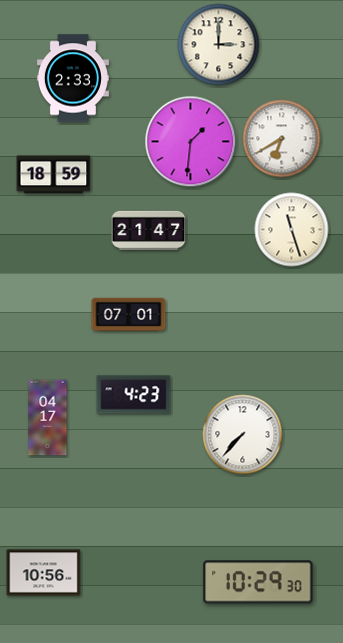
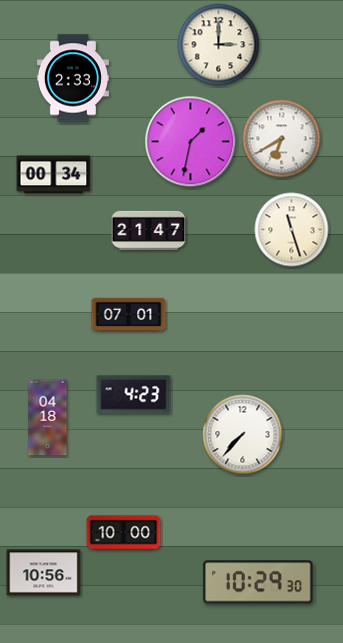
clock at (191, 142): 1:31 -> 1:32
clock at (54, 175): 18:59 -> 00:34
clock at (48, 418): 04:17 -> 04:18
clock at (124, 533): none -> 10:00
